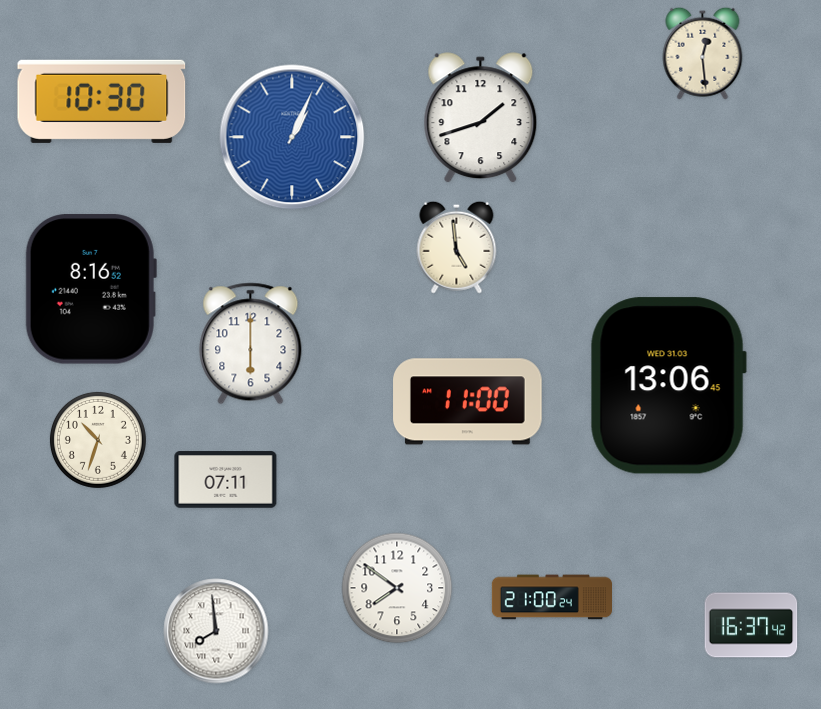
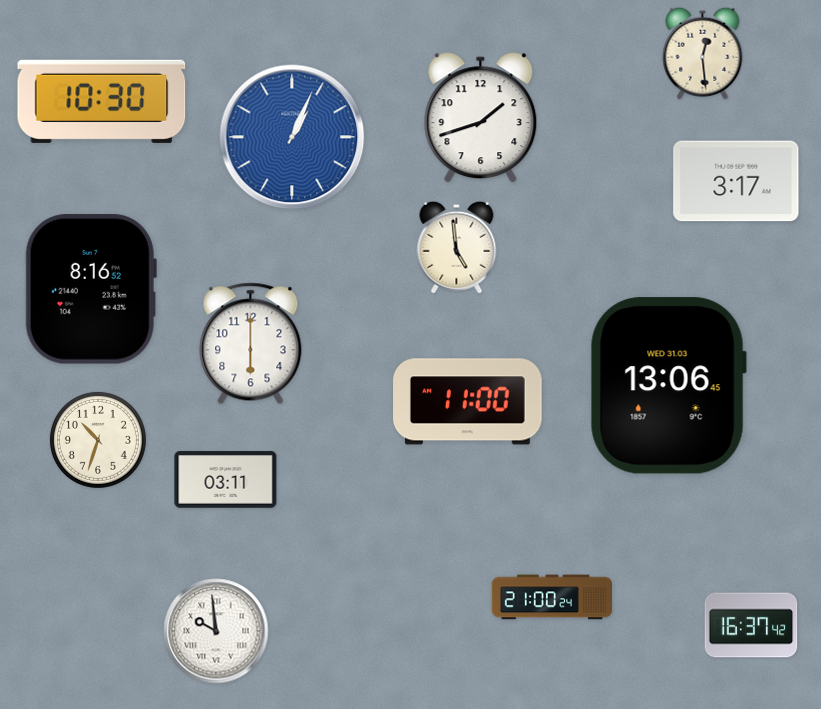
clock at (736, 181): none -> 3:17
clock at (226, 480): 07:11 -> 03:11
clock at (397, 588): 7:51 -> none
clock at (216, 631): 7:59 -> 9:59
